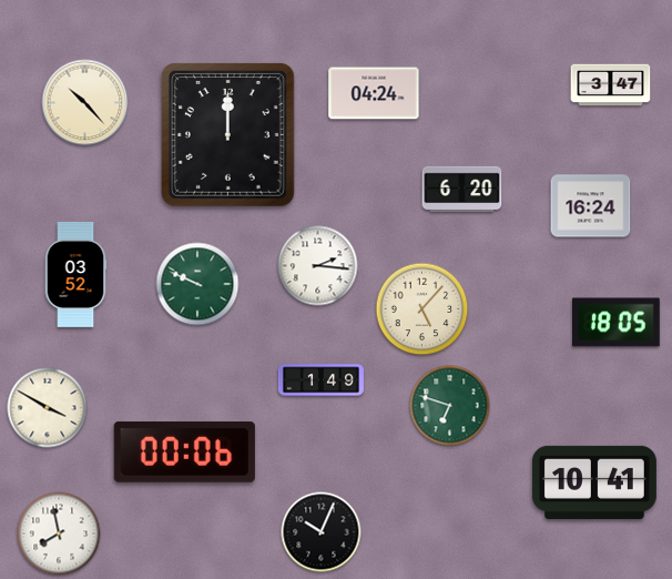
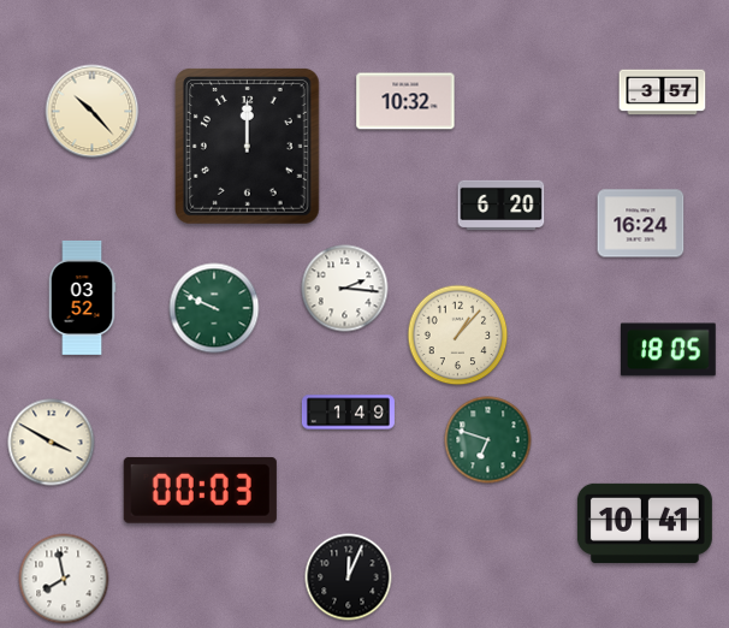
clock at (611, 85): 3:47 -> 3:57
clock at (374, 93): 04:24 -> 10:32
clock at (422, 309): 5:07 -> 1:07
clock at (184, 451): 00:06 -> 00:03
clock at (322, 532): 10:04 -> 12:04
